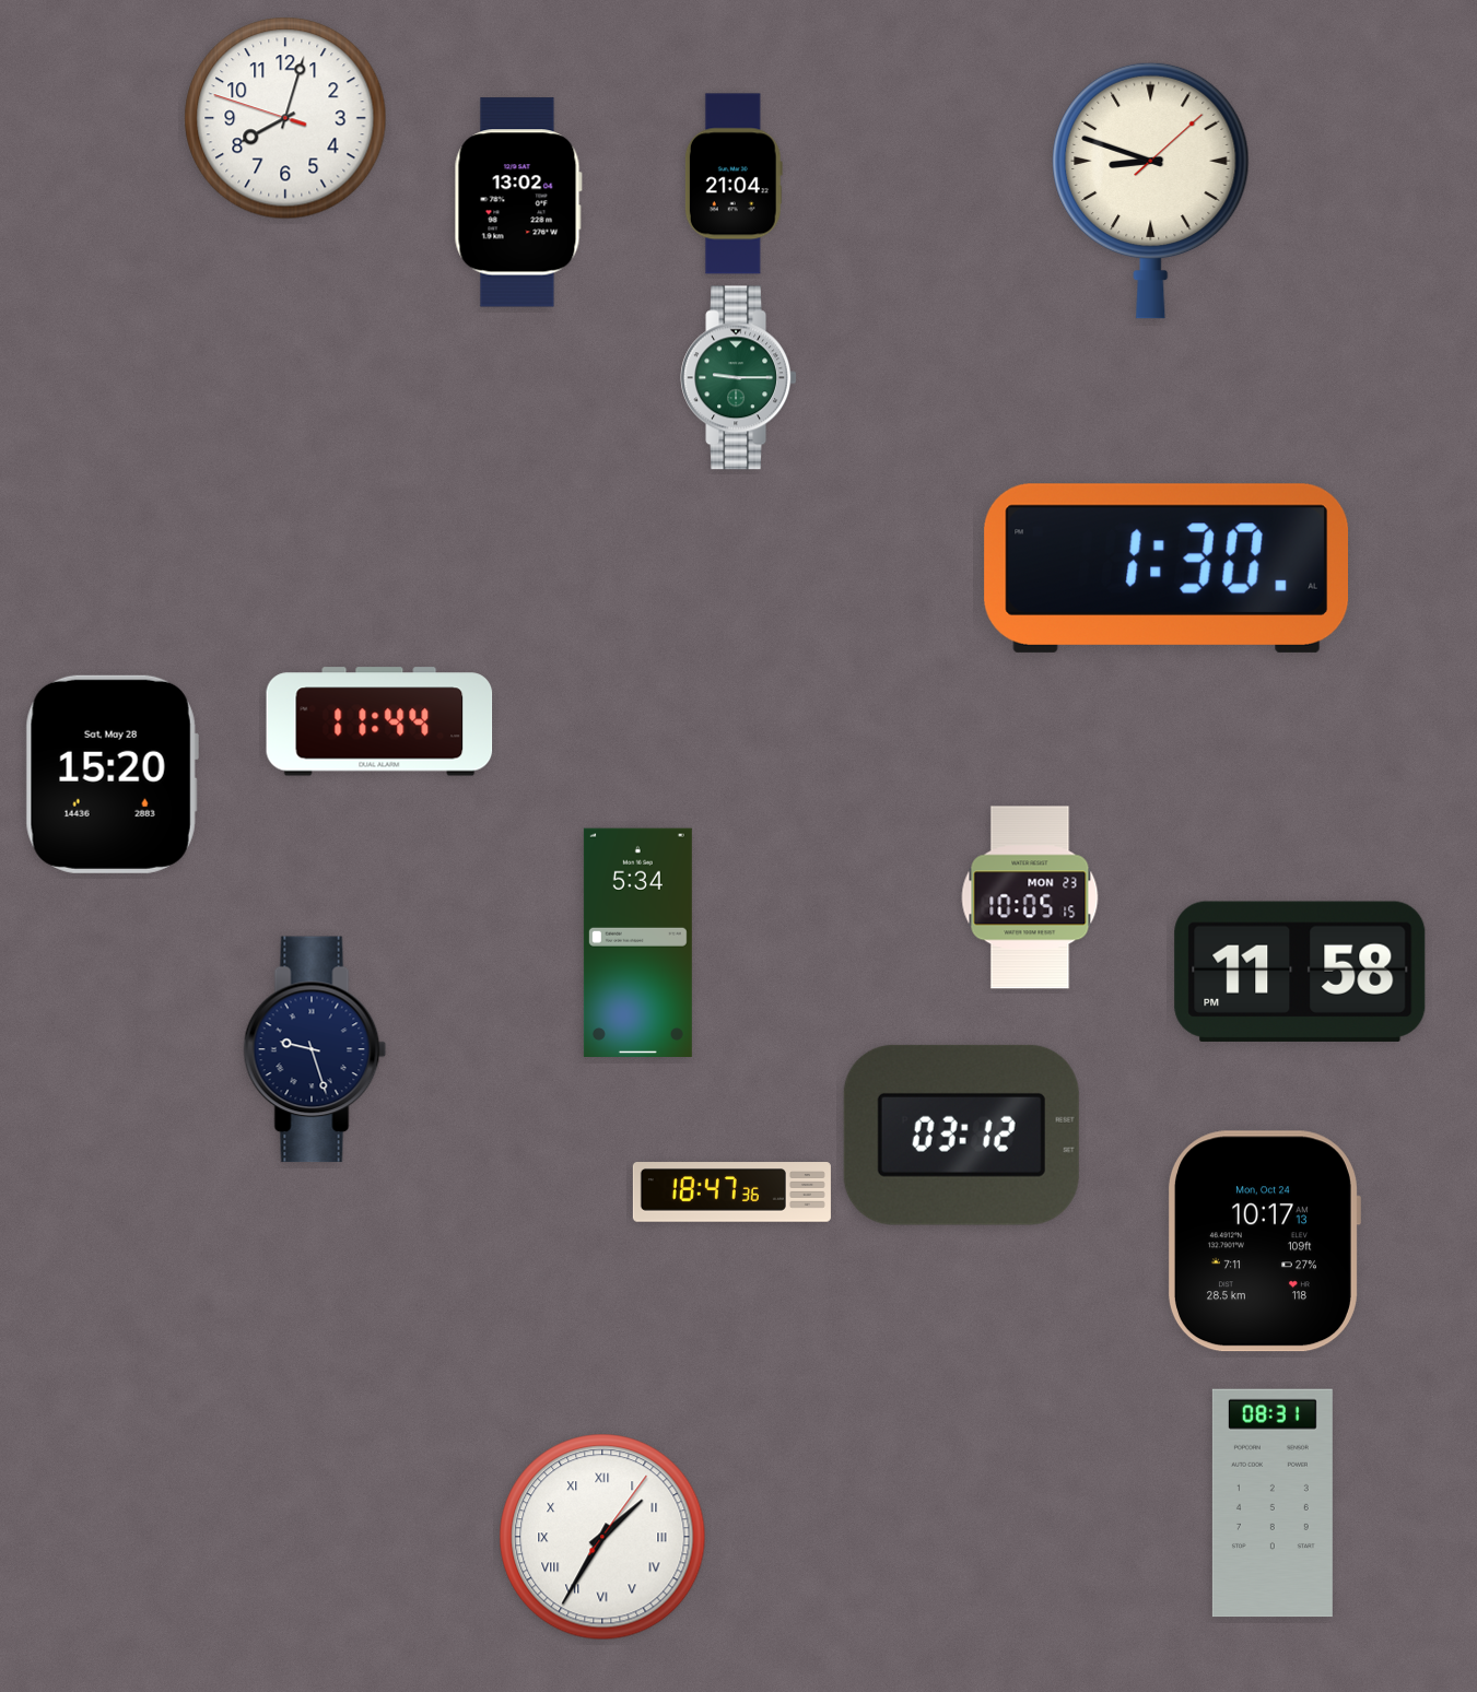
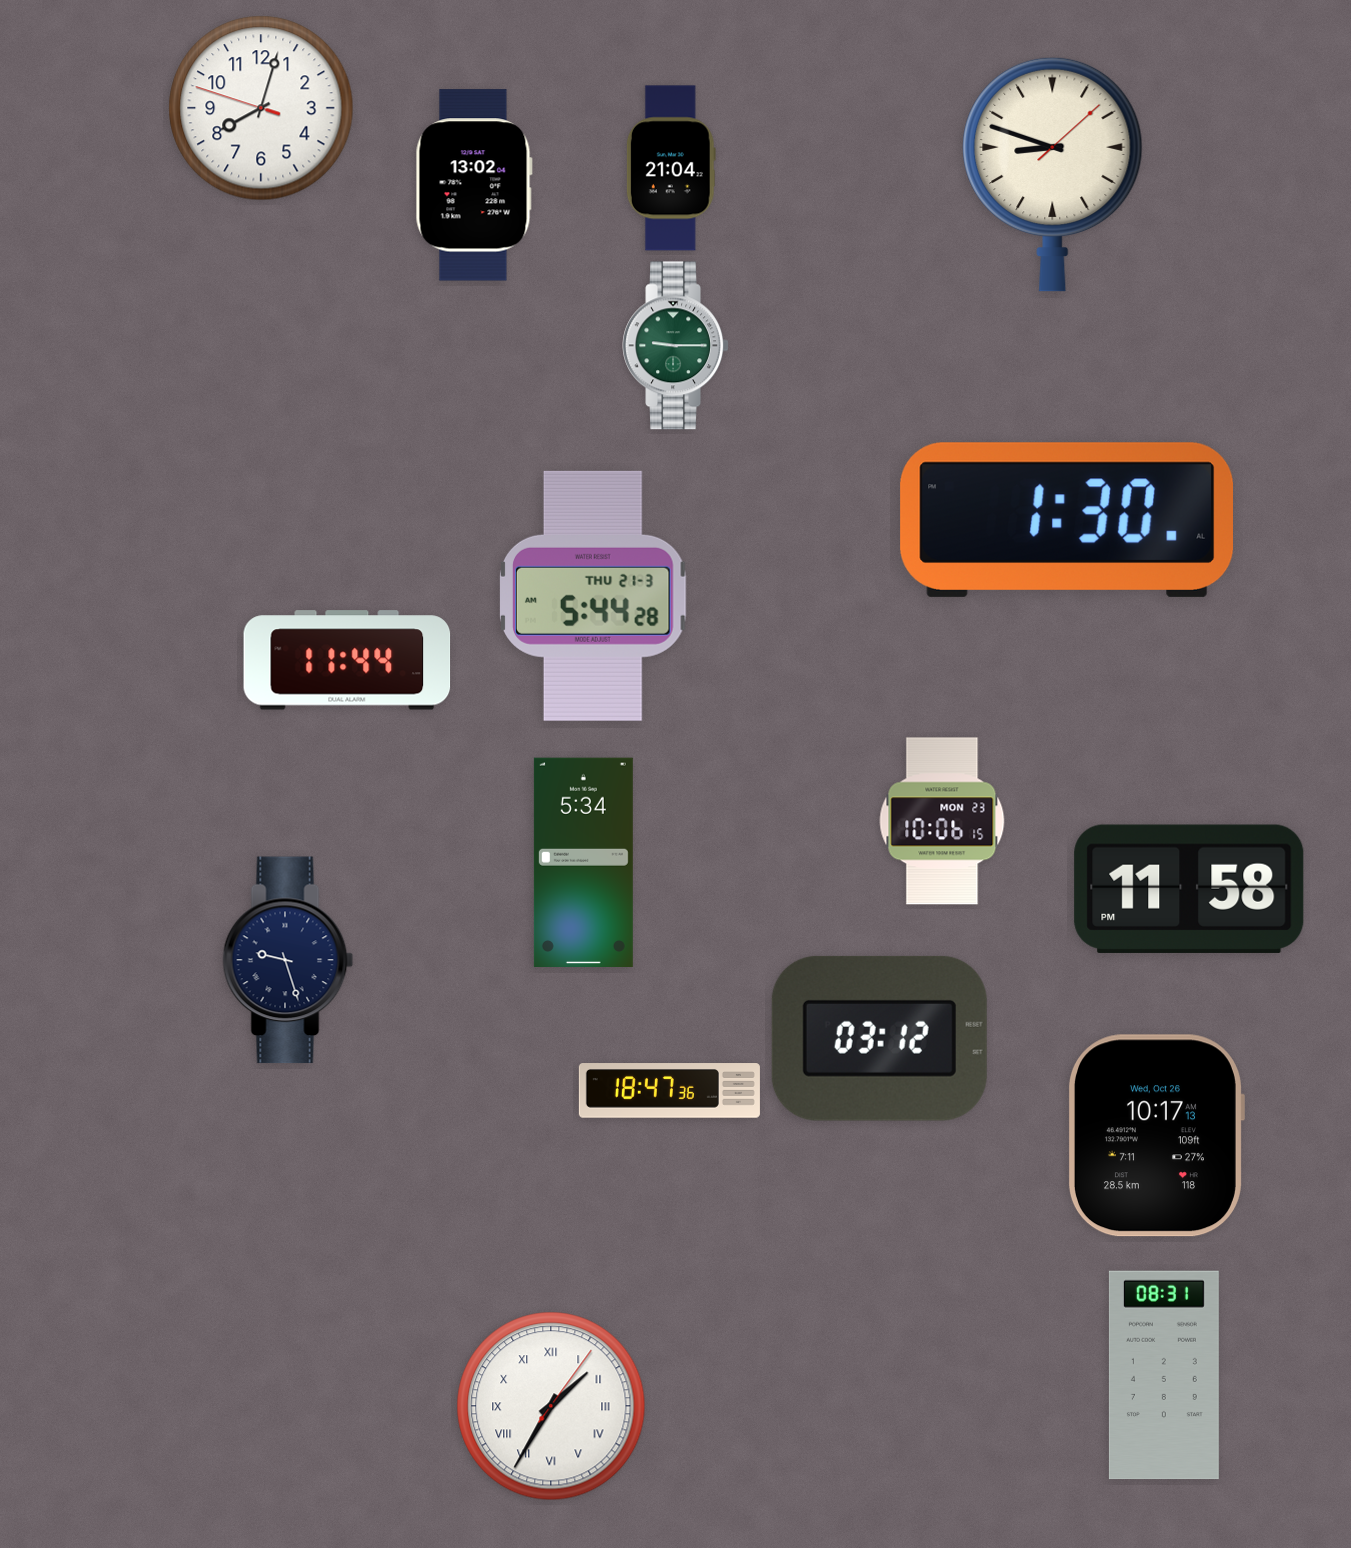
clock at (594, 596): none -> 5:44
clock at (112, 774): 15:20 -> none
clock at (1030, 897): 10:05 -> 10:06
clock at (1264, 1242) date: Mon, Oct 24 -> Wed, Oct 26
